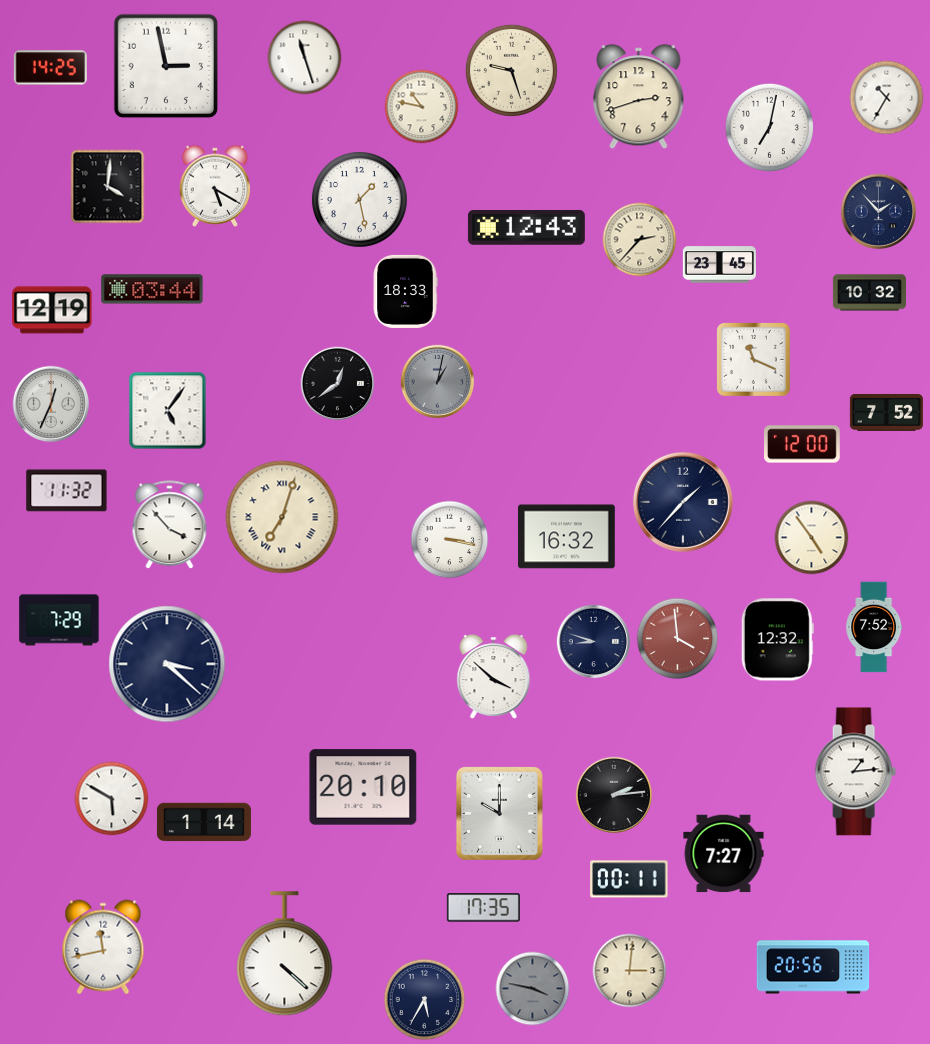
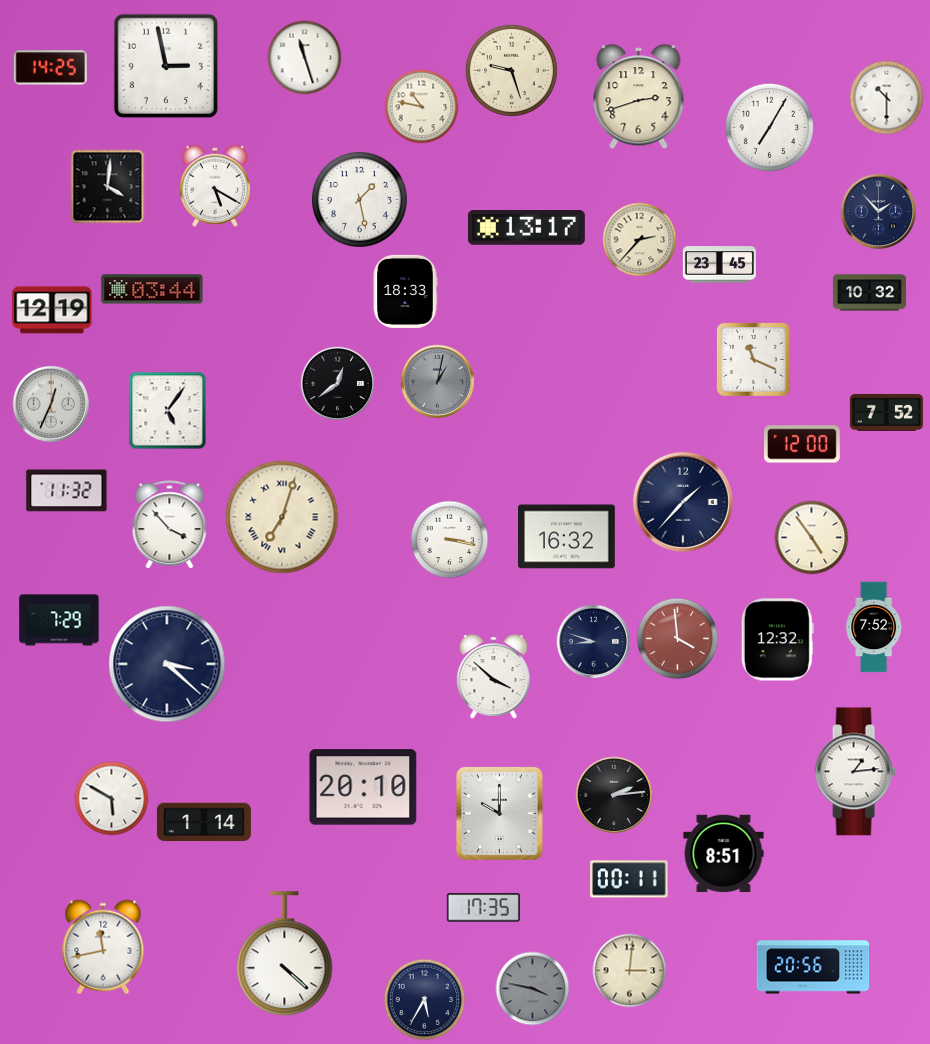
clock at (887, 98): 10:35 -> 10:30
clock at (769, 127): 7:02 -> 7:05
clock at (526, 228): 12:43 -> 13:17
clock at (724, 854): 7:27 -> 8:51
